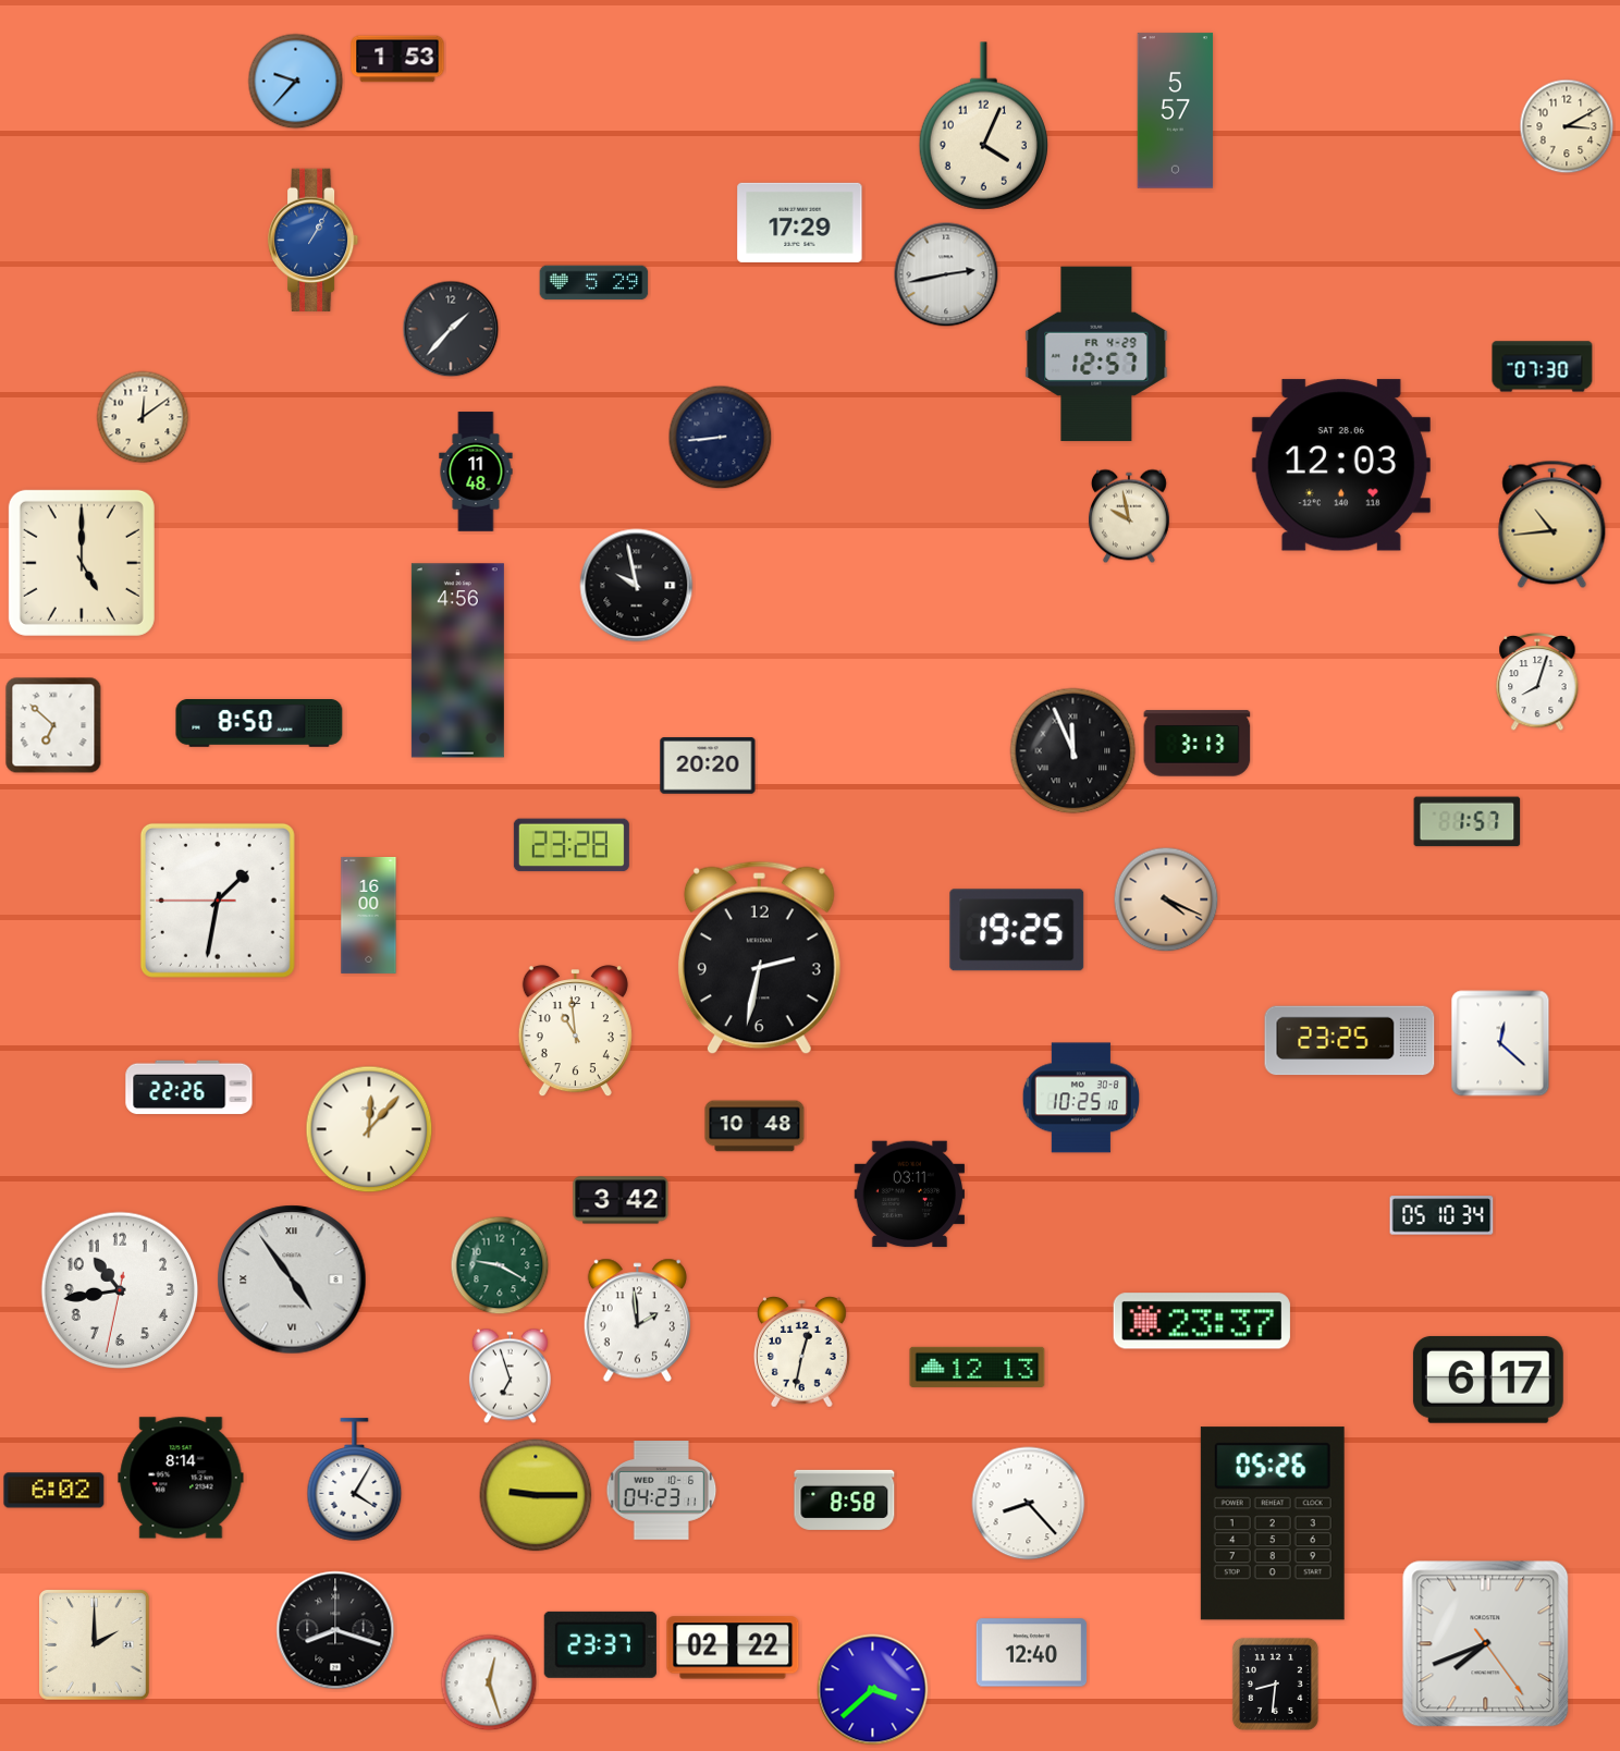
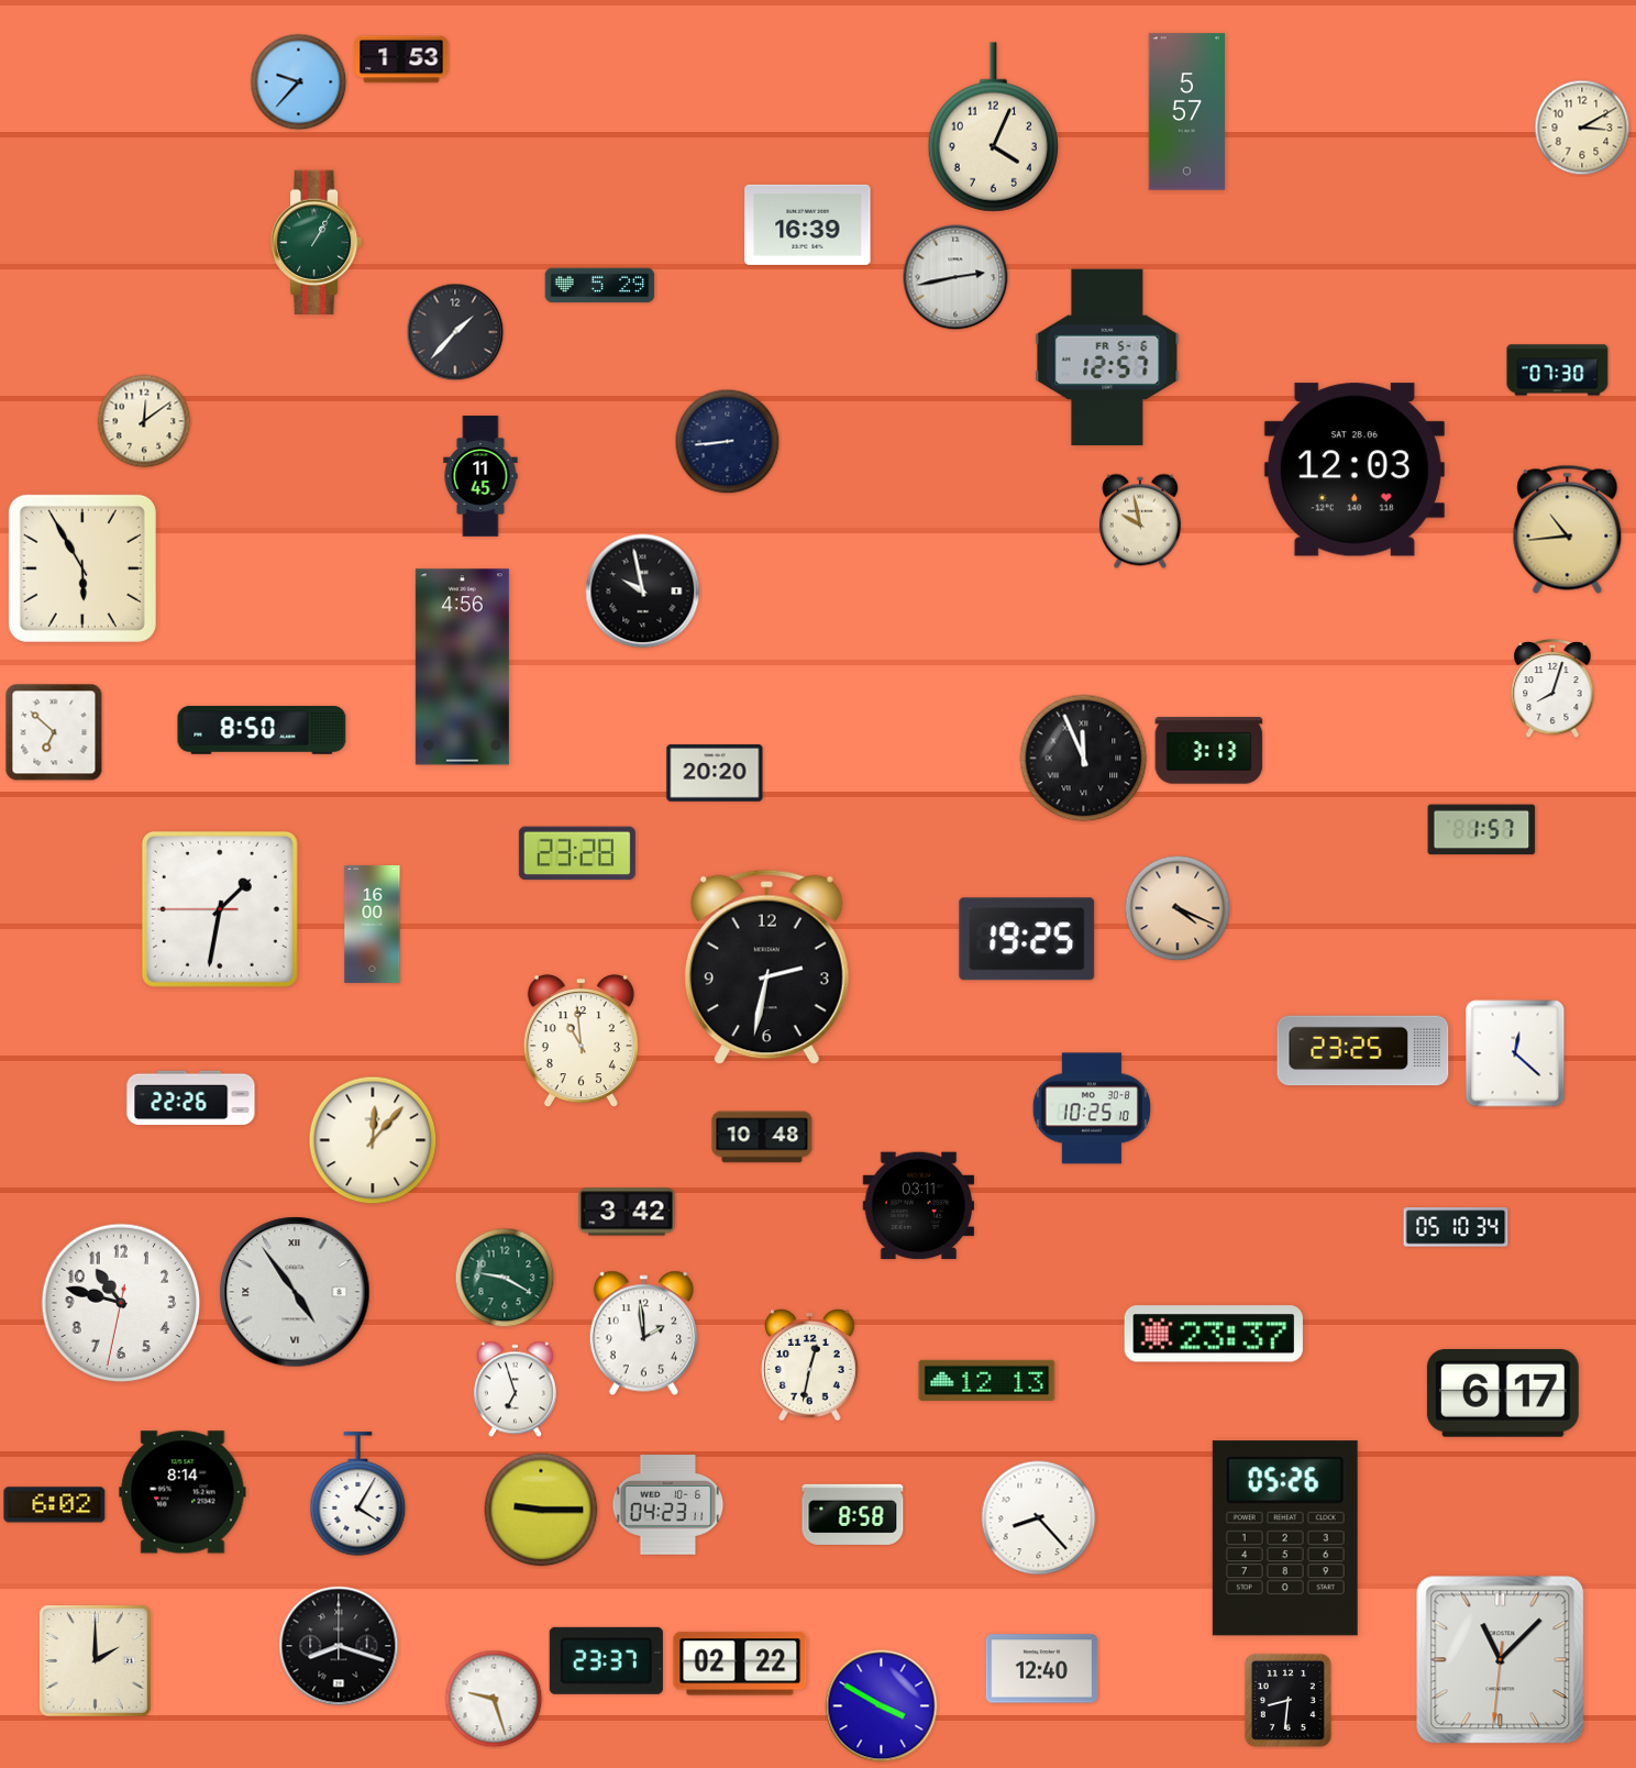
clock at (800, 222): 17:29 -> 16:39
clock at (315, 240) dial: blue -> green
clock at (1096, 354) date: FR 4-29 -> FR 5-6
clock at (476, 472): 11:48 -> 11:45
clock at (82, 563): 5:00 -> 5:55
clock at (120, 1290): 10:43 -> 10:47
clock at (1486, 1644): 7:41 -> 11:07
clock at (489, 1682): 12:27 -> 9:27
clock at (873, 1690): 3:38 -> 3:50
